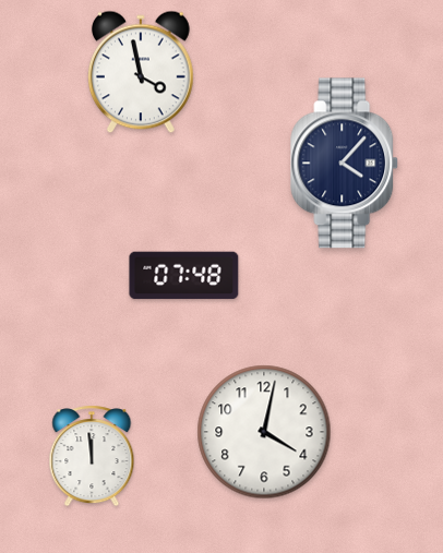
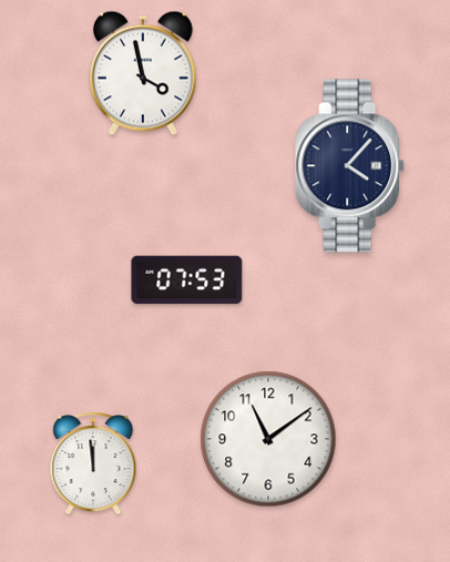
clock at (184, 276): 07:48 -> 07:53
clock at (264, 432): 4:02 -> 11:09
